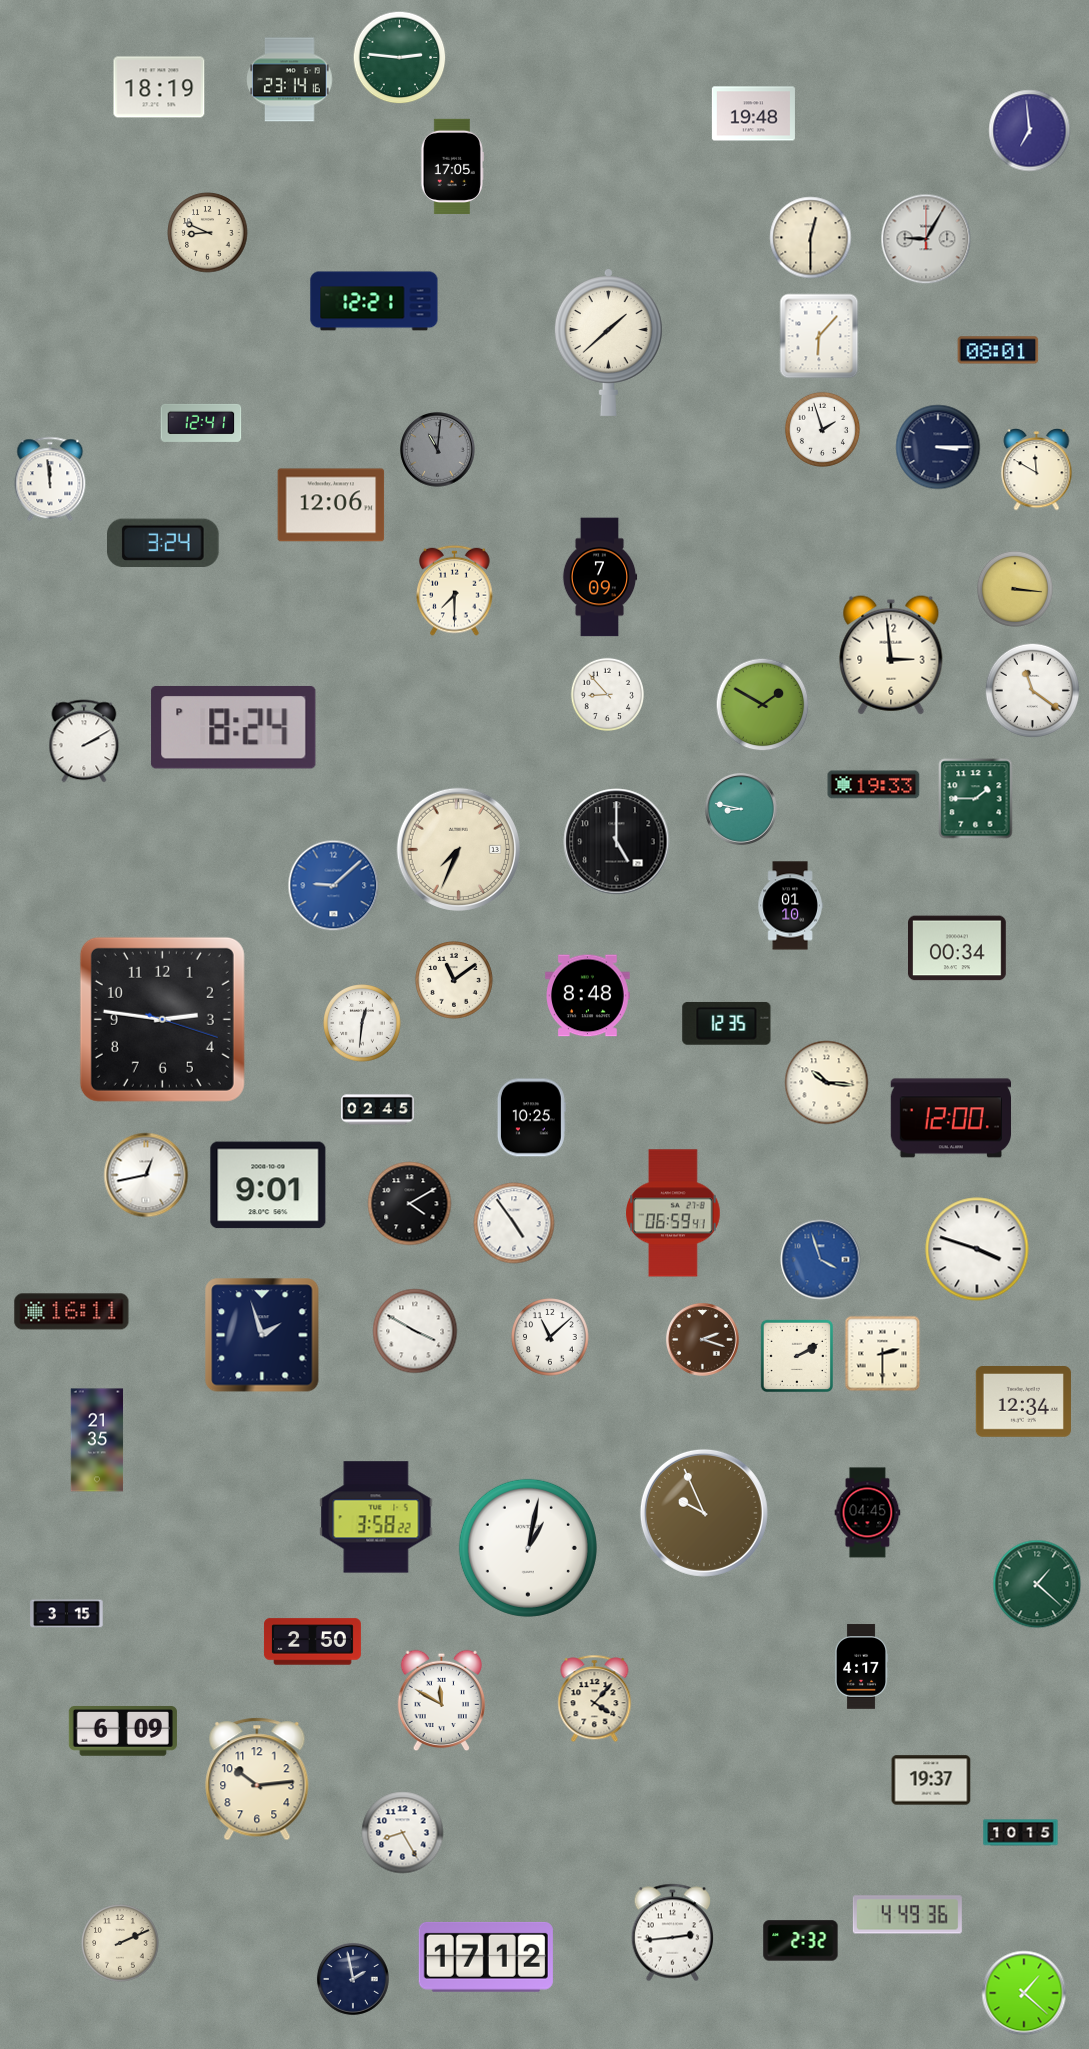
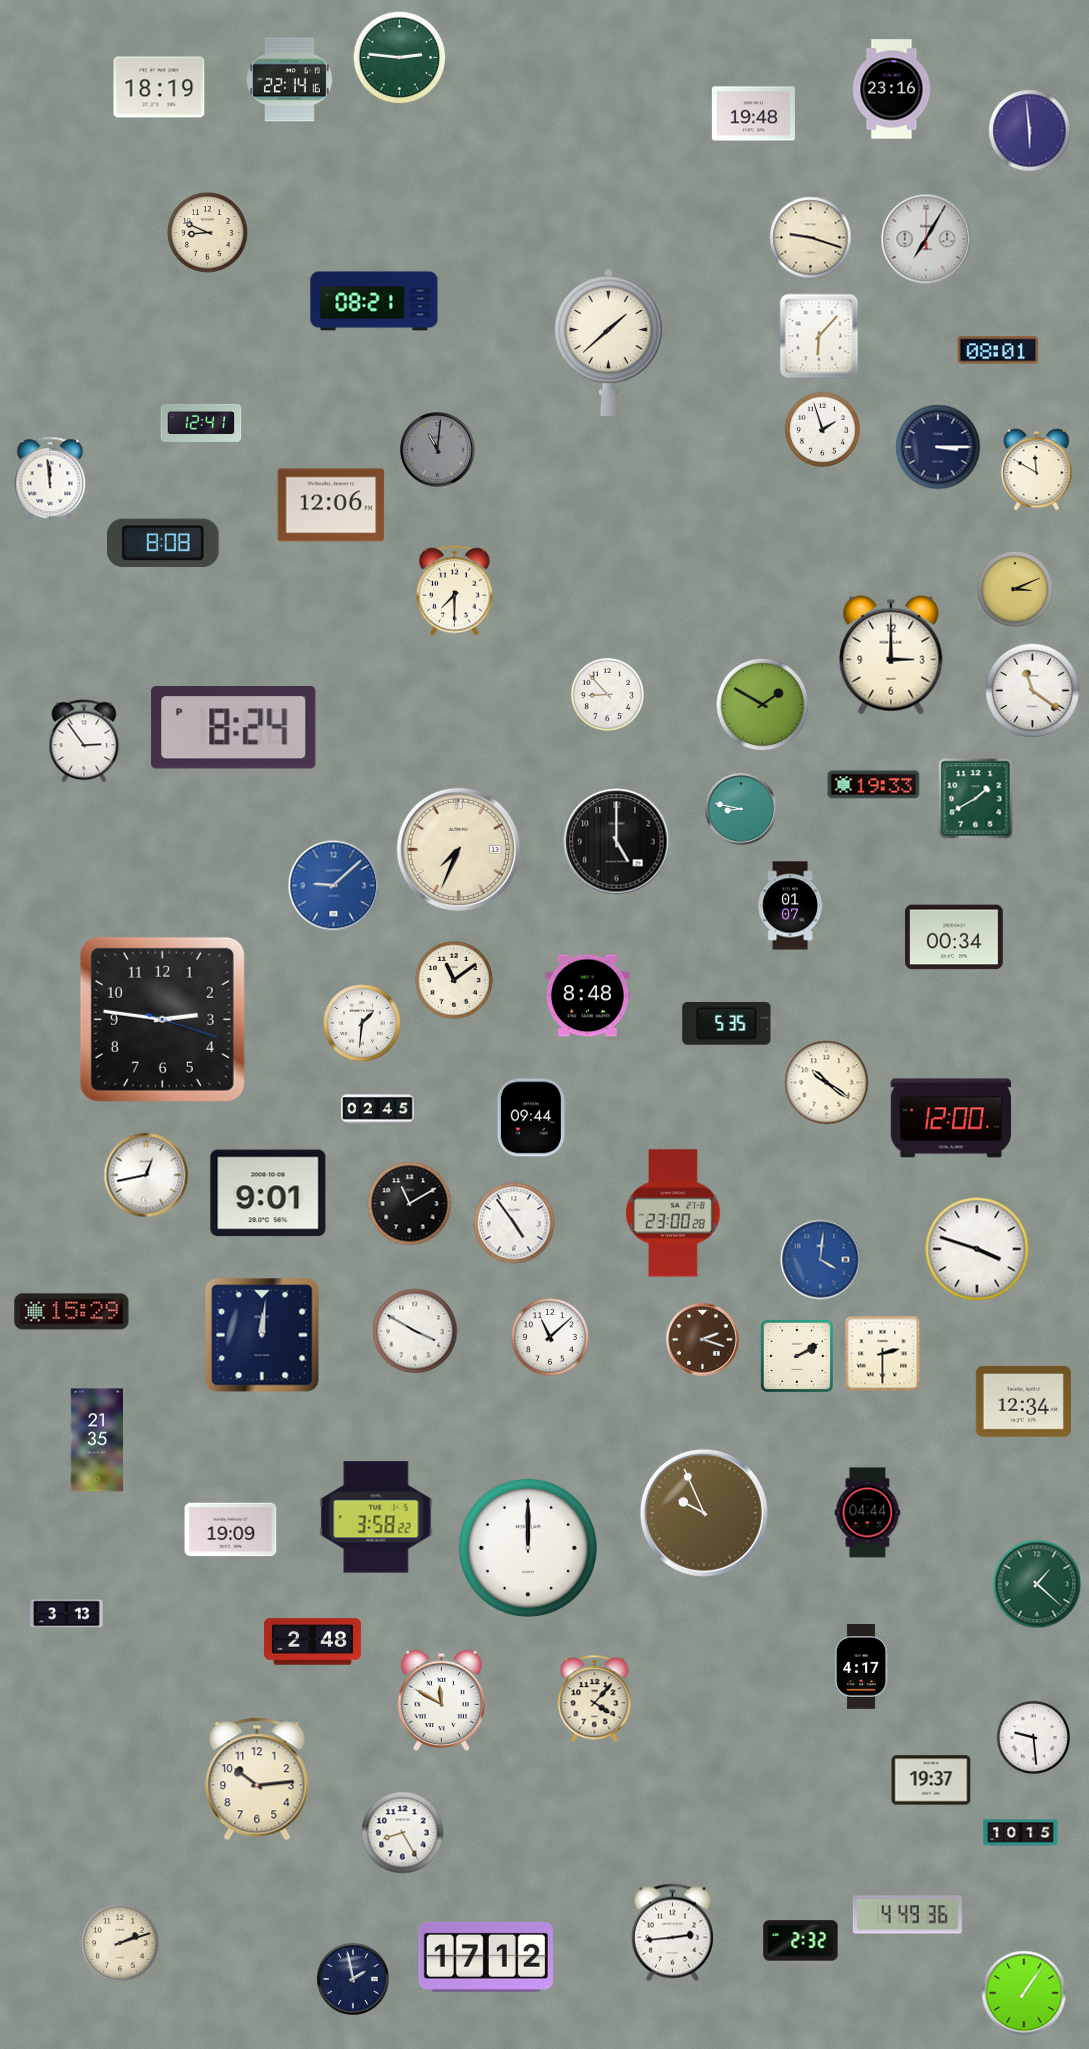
clock at (290, 80): 23:14 -> 22:14
clock at (892, 89): none -> 23:16
clock at (1030, 131): 6:59 -> 5:59
clock at (451, 166): 17:05 -> none
clock at (811, 238): 12:30 -> 9:18
clock at (926, 239): 9:05 -> 7:05
clock at (374, 301): 12:21 -> 08:21
clock at (164, 542): 3:24 -> 8:08
clock at (600, 577): 7:09 -> none
clock at (1015, 589): 3:16 -> 3:11
clock at (891, 655): 2:59 -> 3:00
clock at (84, 741): 2:10 -> 2:54
clock at (976, 799): 1:45 -> 1:40
clock at (790, 906): 01:10 -> 01:07
clock at (957, 948) position: (957, 948) -> (954, 937)
clock at (362, 1023): 12:31 -> 1:31
clock at (727, 1023): 12:35 -> 5:35
clock at (827, 1083): 10:16 -> 10:21
clock at (531, 1118): 10:25 -> 09:44
clock at (268, 1185) position: (268, 1185) -> (268, 1193)
clock at (410, 1204): 4:10 -> 11:10
clock at (673, 1213): 06:59 -> 23:00
clock at (821, 1260): 3:57 -> 4:01
clock at (72, 1312): 16:11 -> 15:29
clock at (262, 1335): 1:57 -> 12:01
clock at (868, 1513): 04:45 -> 04:44
clock at (231, 1530): none -> 19:09
clock at (528, 1548): 1:02 -> 12:00
clock at (67, 1614): 3:15 -> 3:13
clock at (312, 1642): 2:50 -> 2:48
clock at (123, 1732): 6:09 -> none
clock at (1034, 1738): none -> 9:29
clock at (120, 1943): 2:11 -> 2:12
clock at (1024, 1993): 1:22 -> 1:06
